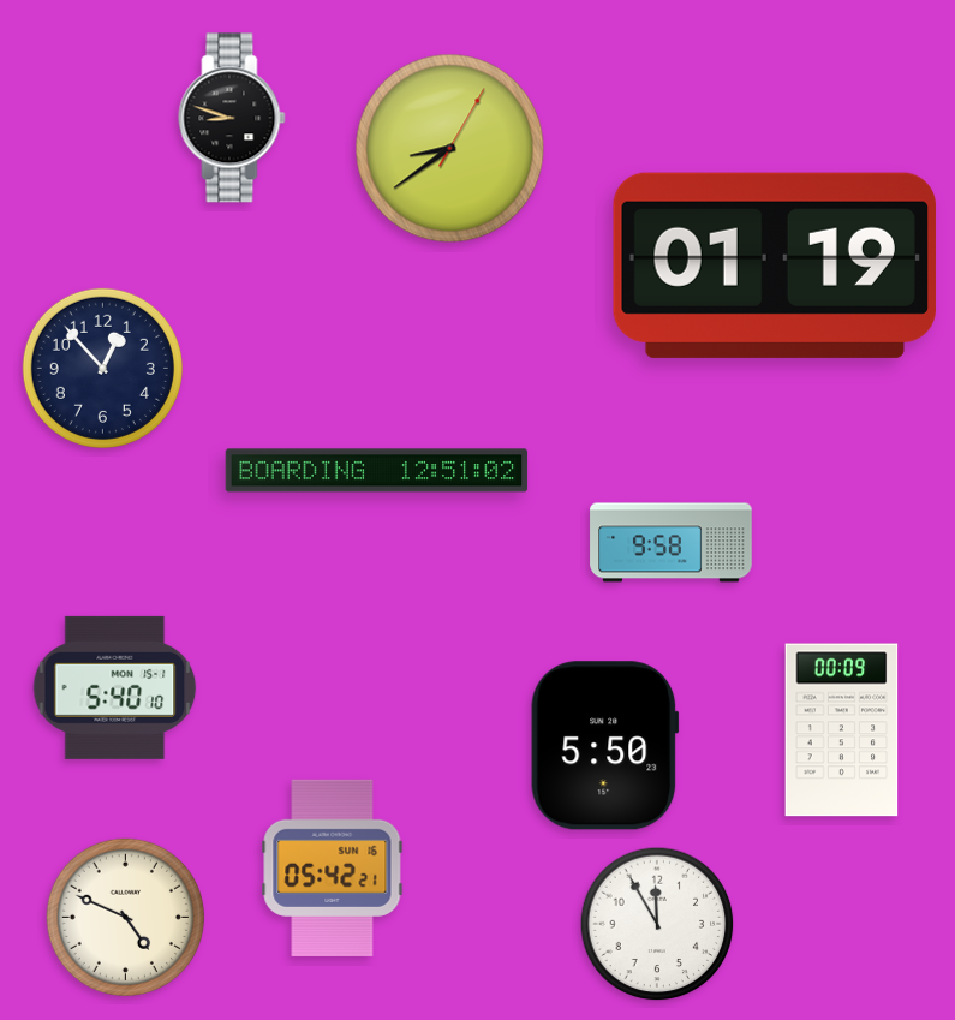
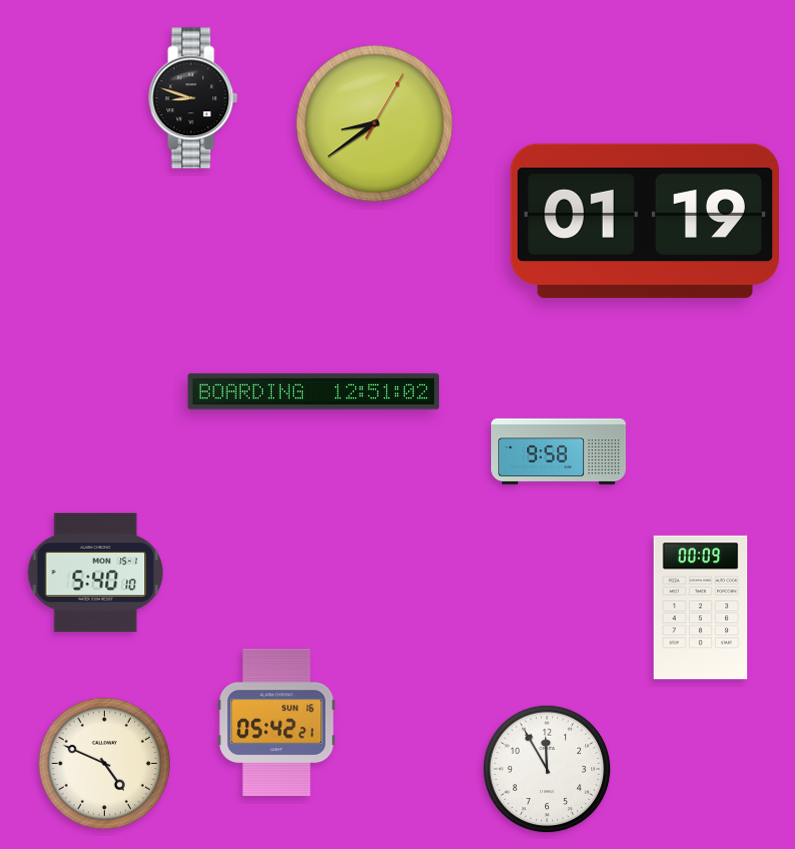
clock at (102, 368): 12:53 -> none
clock at (605, 746): 5:50 -> none
